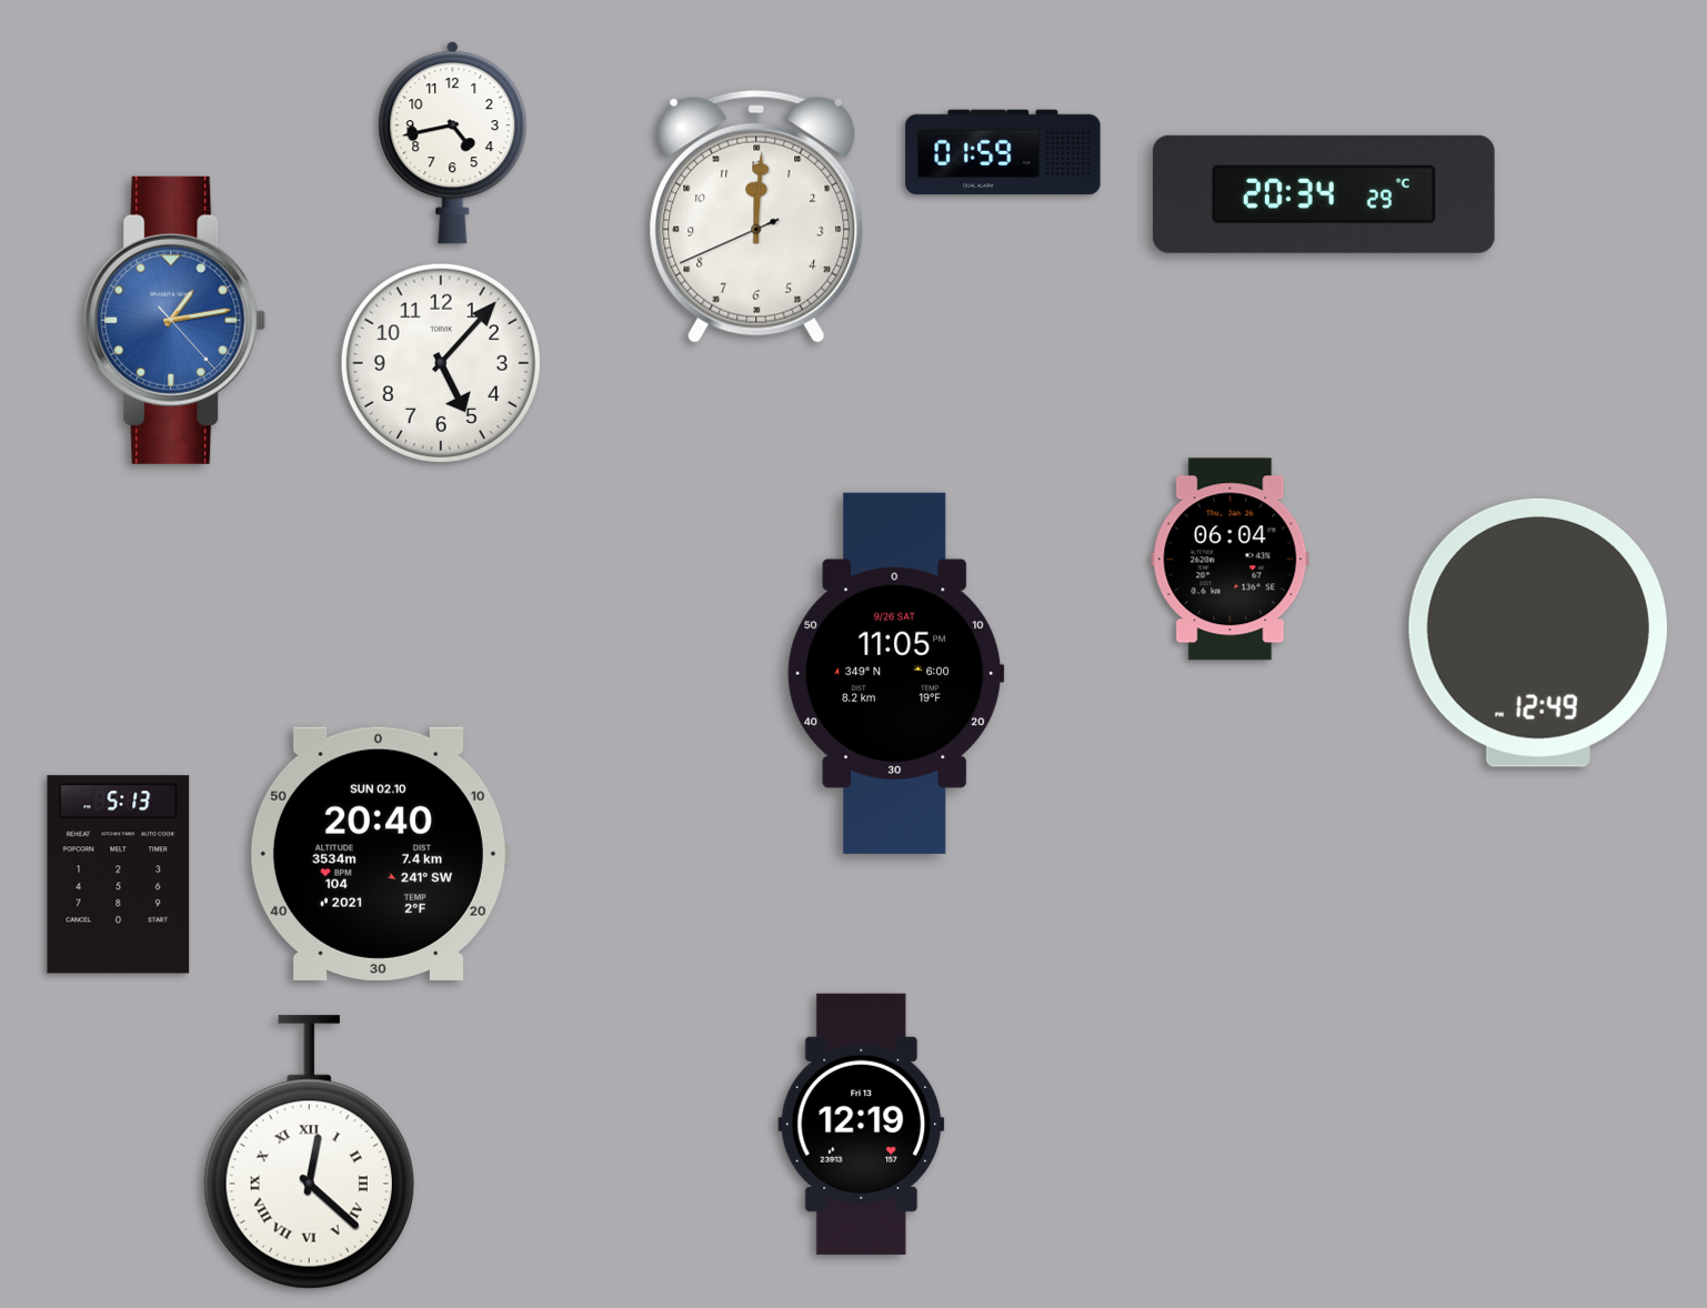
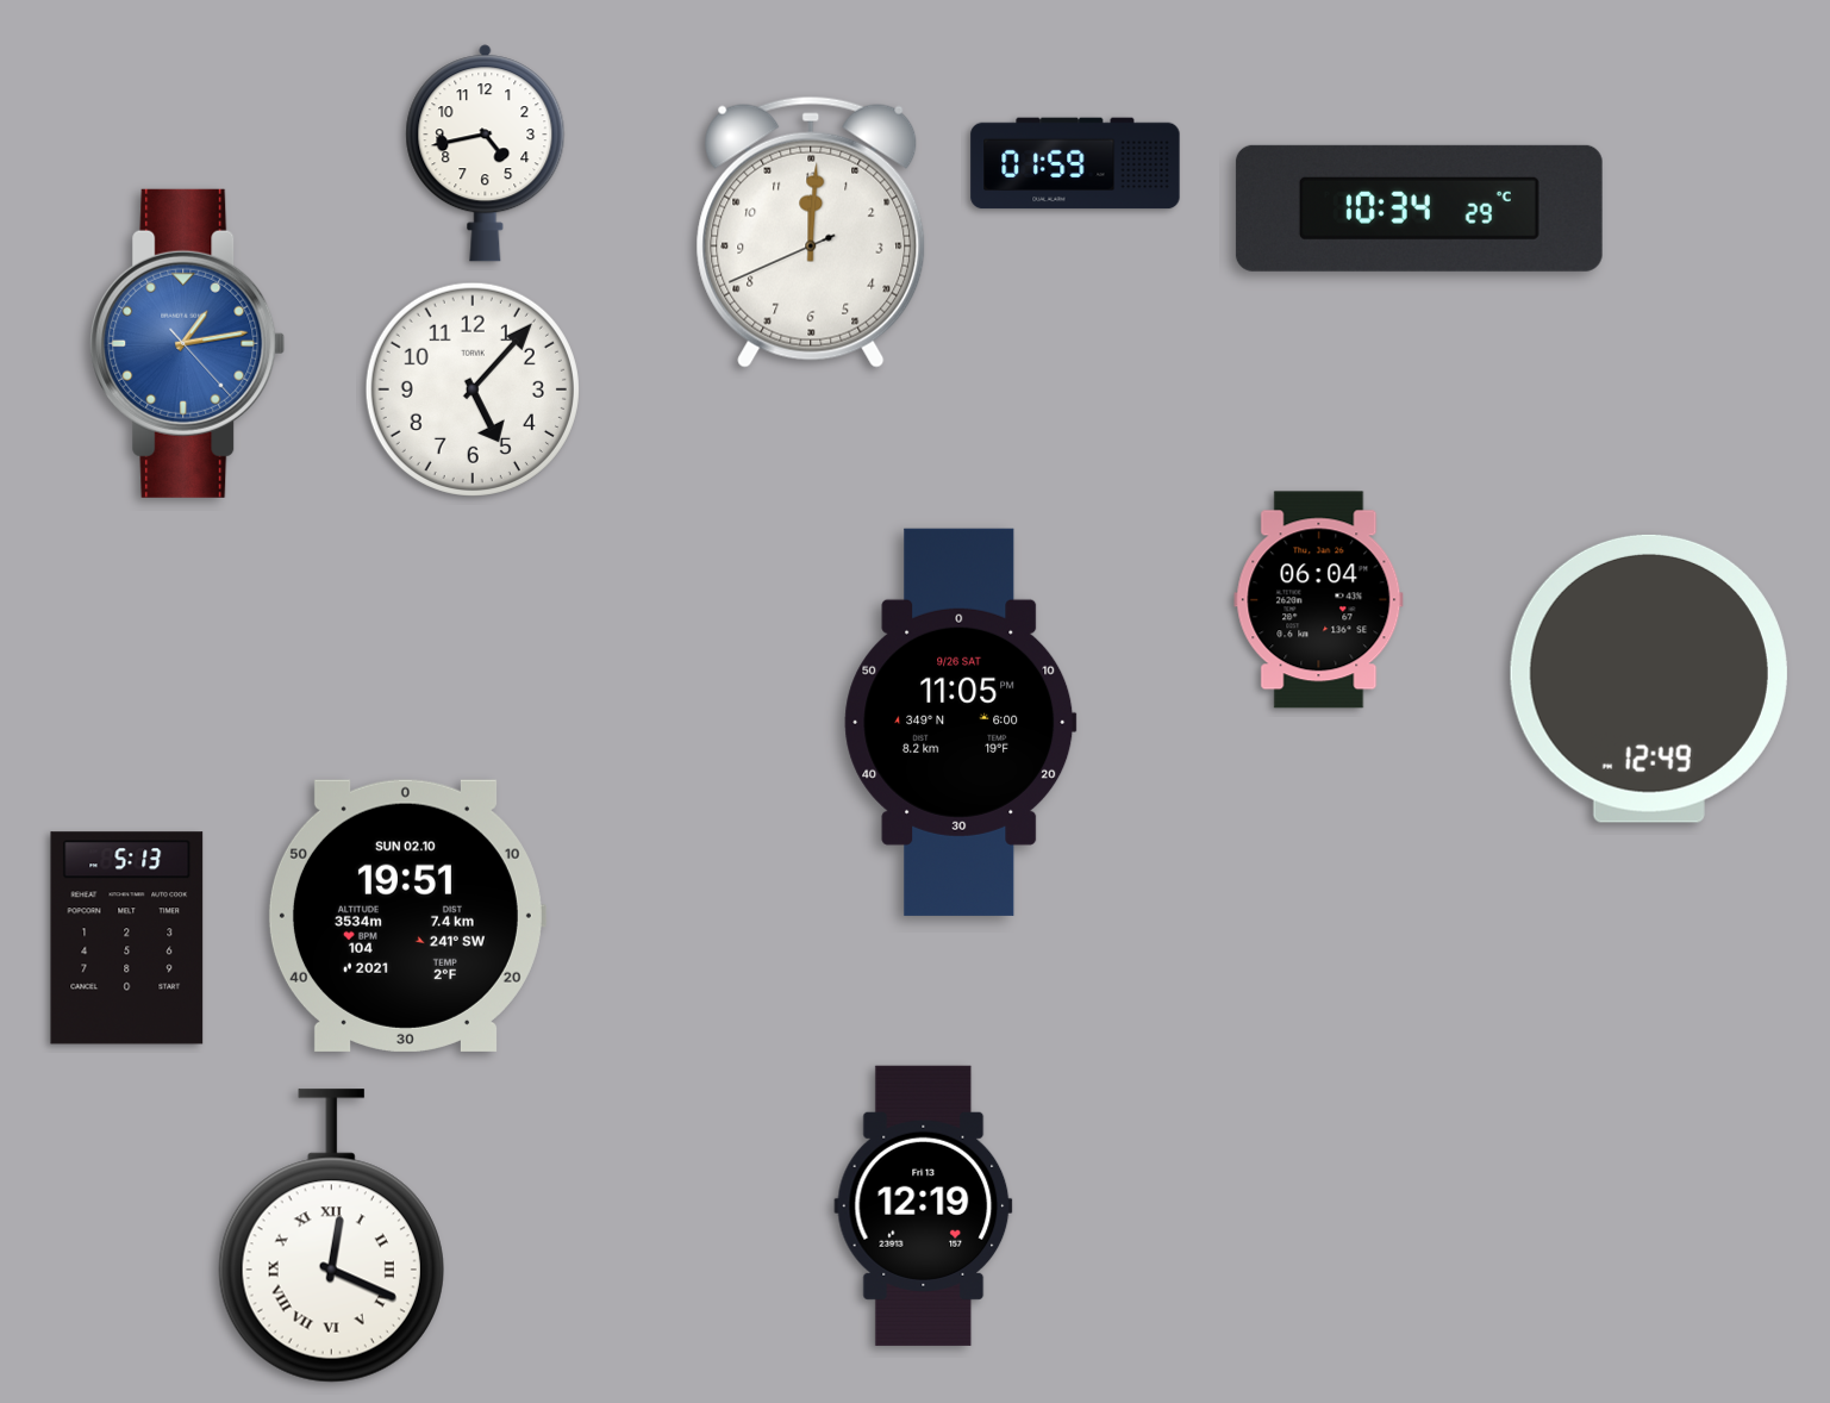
clock at (1324, 194): 20:34 -> 10:34
clock at (379, 854): 20:40 -> 19:51
clock at (309, 1153): 12:22 -> 12:19
